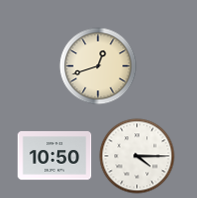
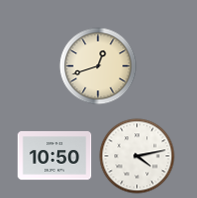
clock at (137, 156): 4:15 -> 4:13
